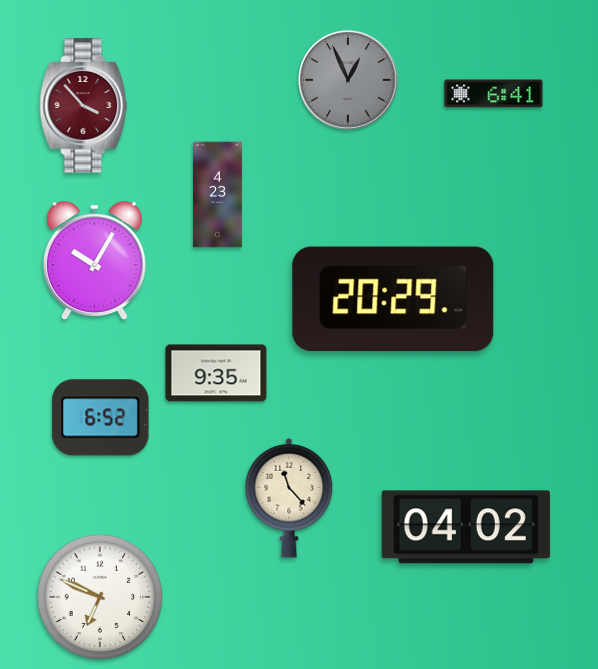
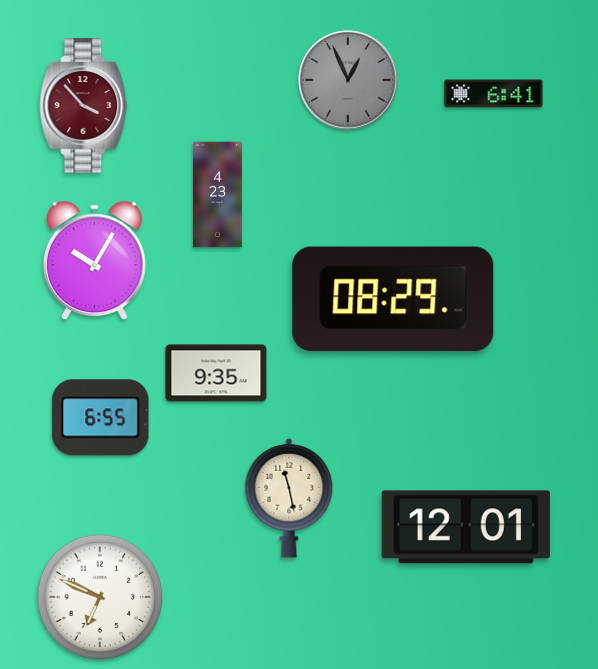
clock at (393, 299): 20:29 -> 08:29
clock at (101, 418): 6:52 -> 6:55
clock at (289, 498): 11:23 -> 11:28
clock at (466, 527): 04:02 -> 12:01
